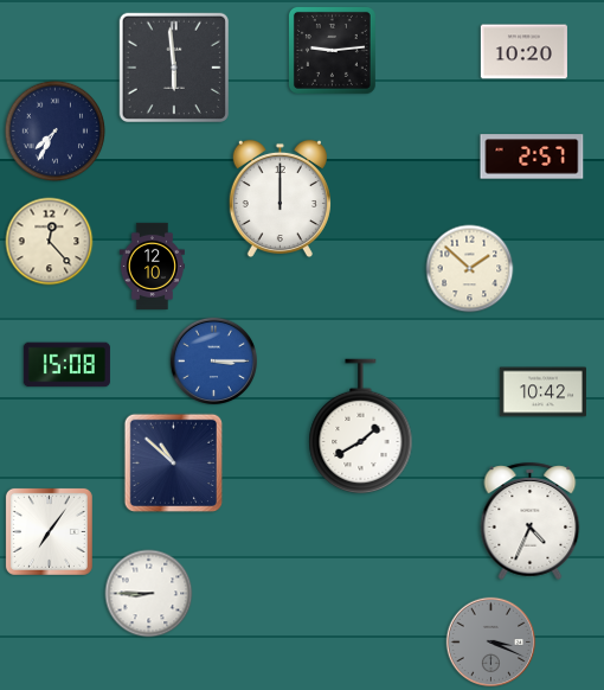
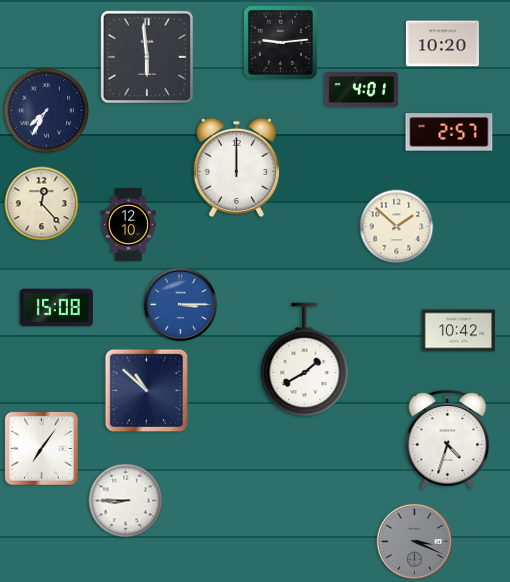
clock at (361, 90): none -> 4:01
clock at (531, 520): 4:34 -> 4:33
